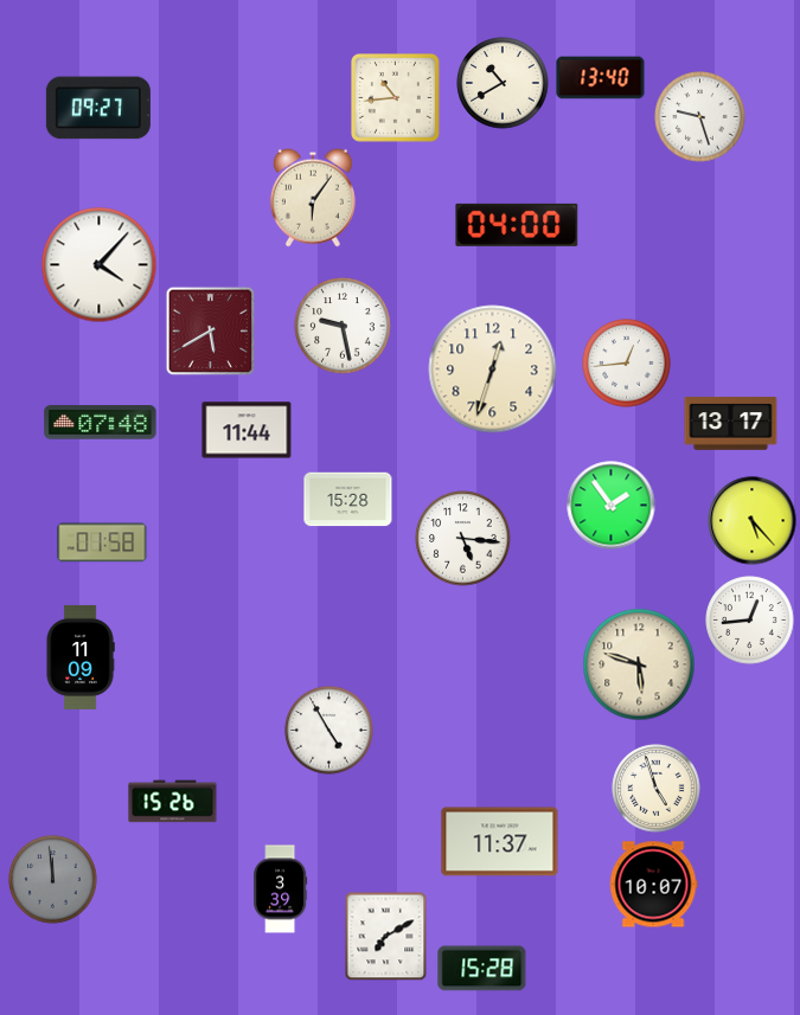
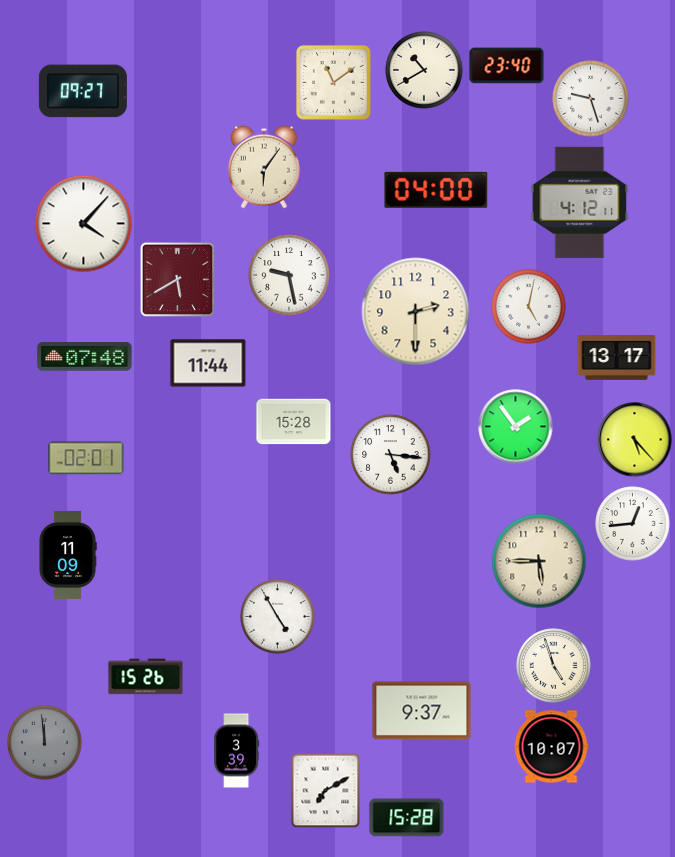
clock at (601, 78): 13:40 -> 23:40
clock at (396, 98): 10:44 -> 11:09
clock at (580, 202): none -> 4:12
clock at (627, 364): 12:44 -> 5:02
clock at (493, 370): 12:33 -> 2:30
clock at (102, 542): 01:58 -> 02:01
clock at (639, 664): 5:48 -> 5:45
clock at (500, 842): 11:37 -> 9:37
